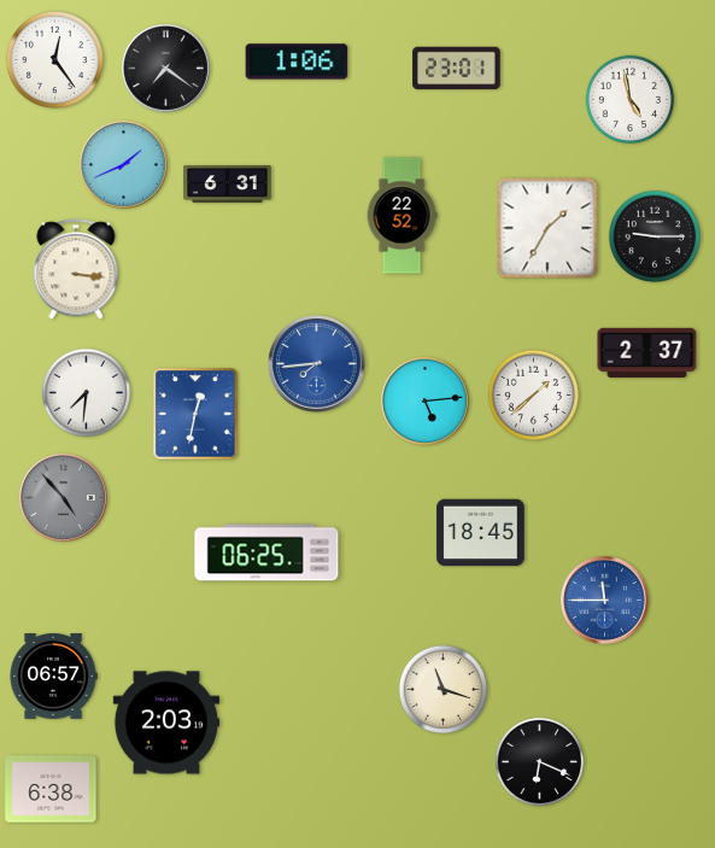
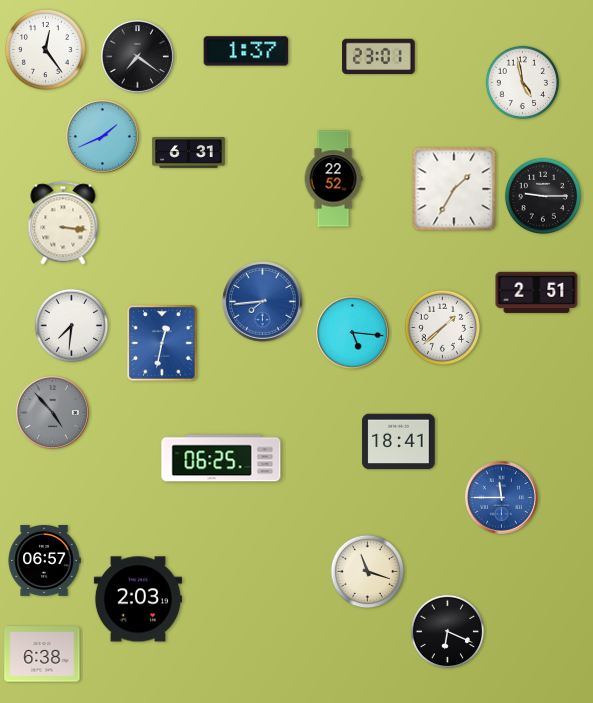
clock at (297, 62): 1:06 -> 1:37
clock at (647, 352): 2:37 -> 2:51
clock at (426, 402): 5:14 -> 5:16
clock at (481, 533): 18:45 -> 18:41
